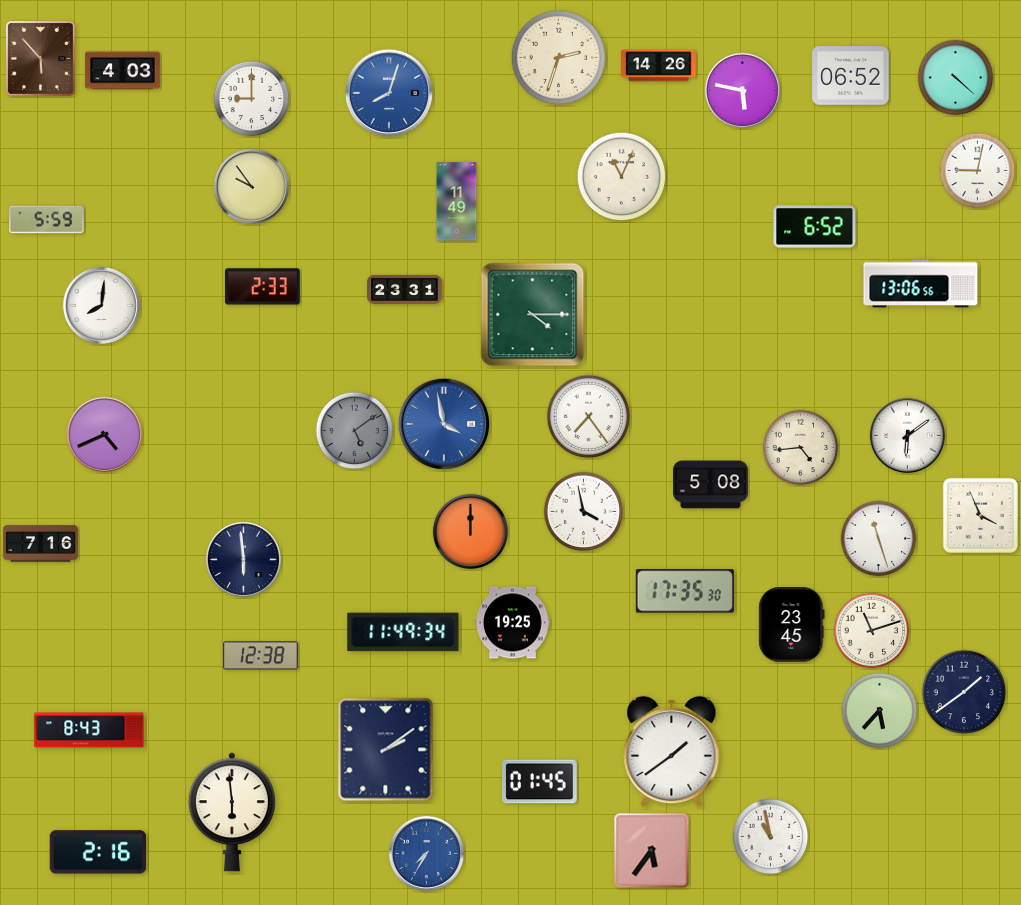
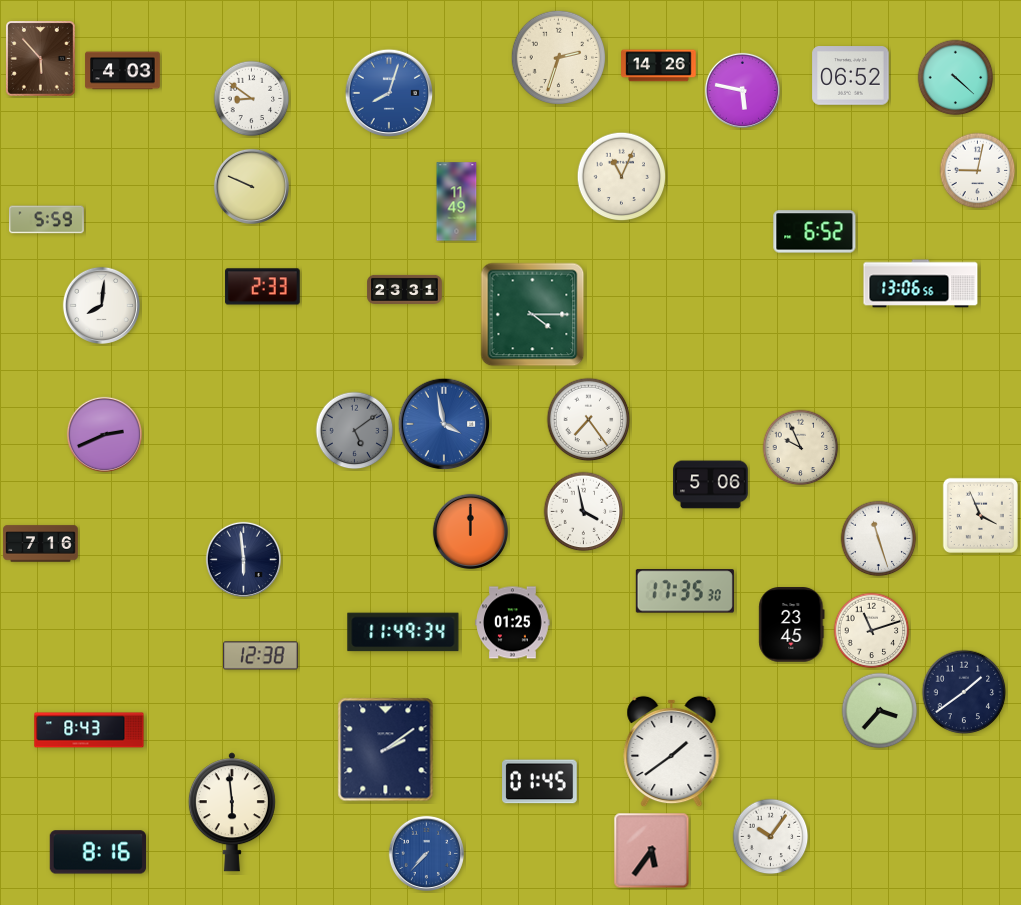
clock at (252, 99): 9:00 -> 8:51
clock at (251, 186): 9:54 -> 9:49
clock at (815, 227) position: (815, 227) -> (815, 232)
clock at (589, 417) position: (589, 417) -> (589, 420)
clock at (104, 434): 4:41 -> 2:41
clock at (907, 435): 6:09 -> none
clock at (801, 448): 4:44 -> 9:56
clock at (711, 485): 5:08 -> 5:06
clock at (513, 623): 19:25 -> 01:25
clock at (880, 711): 5:37 -> 3:37
clock at (771, 837): 10:58 -> 10:06
clock at (97, 852): 2:16 -> 8:16
clock at (426, 853): 7:35 -> 7:37
